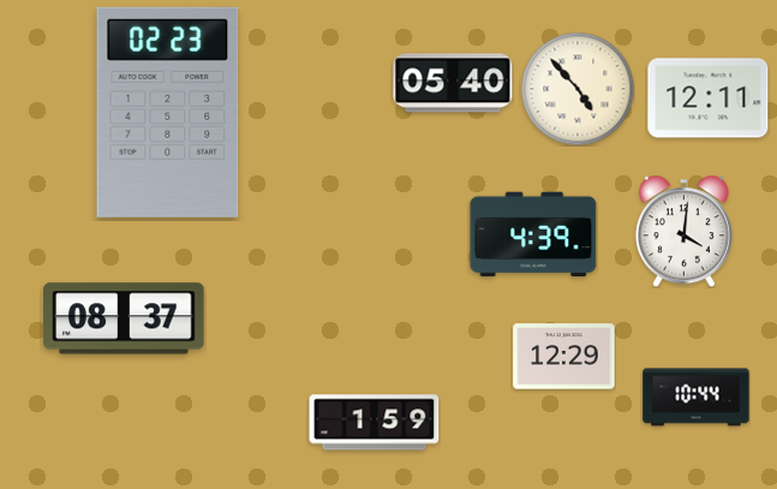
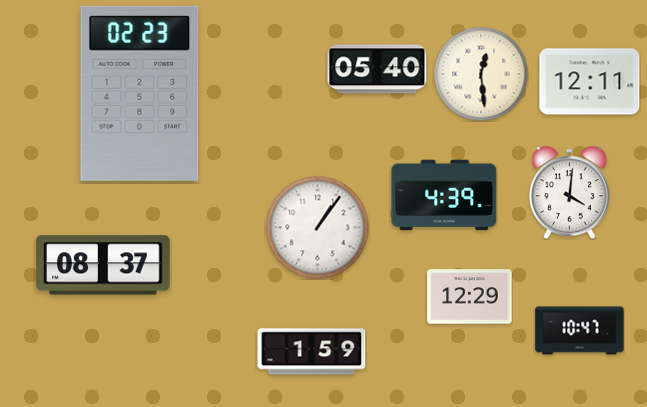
clock at (578, 89): 4:53 -> 12:29
clock at (318, 228): none -> 1:06
clock at (697, 398): 10:44 -> 10:47
